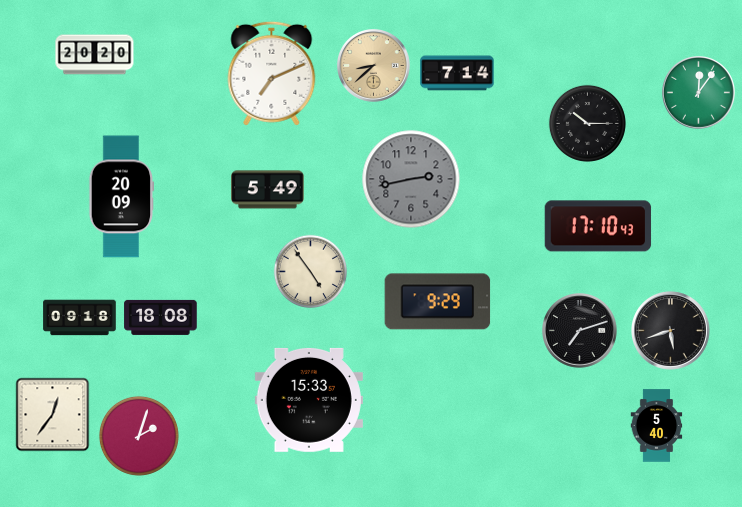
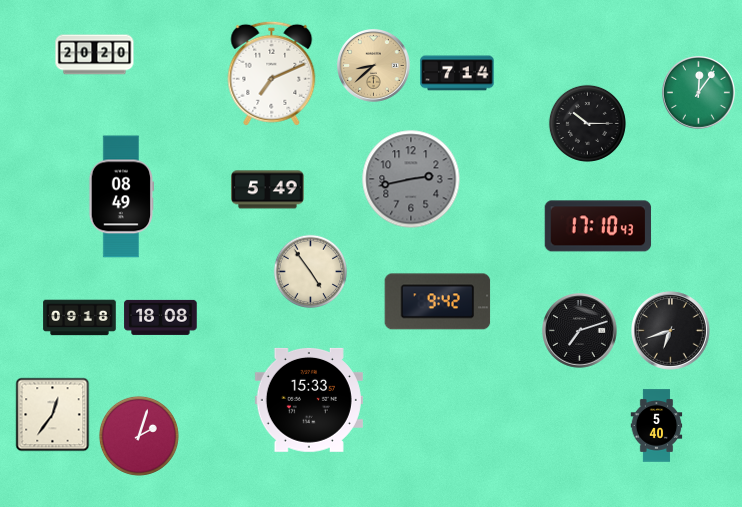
clock at (121, 197): 20:09 -> 08:49
clock at (438, 302): 9:29 -> 9:42
clock at (671, 331): 5:42 -> 6:42
